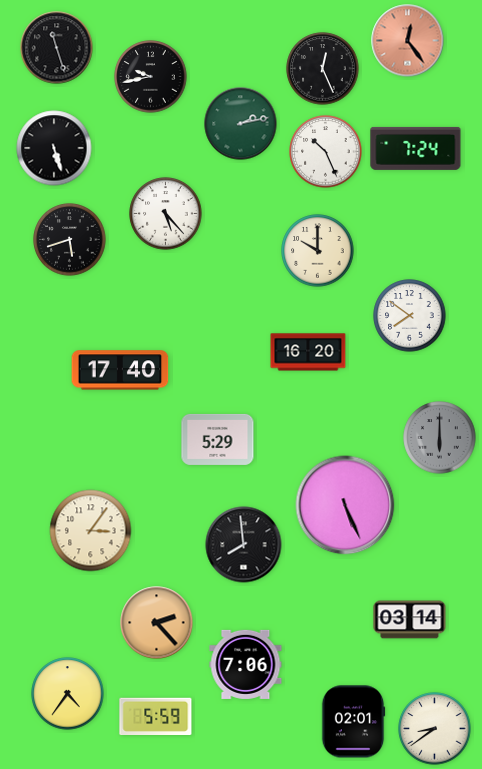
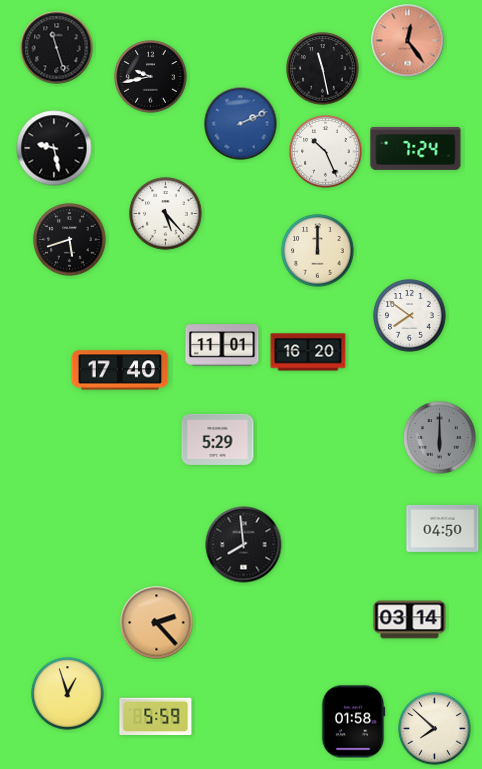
clock at (323, 69): 12:26 -> 11:28
clock at (241, 124): 2:13 -> 2:11
clock at (241, 124) dial: green -> blue
clock at (54, 148): 5:27 -> 9:28
clock at (318, 251): 10:00 -> 12:00
clock at (222, 345): none -> 11:01
clock at (345, 505): 5:26 -> none
clock at (443, 528): none -> 04:50
clock at (91, 531): 3:06 -> none
clock at (246, 664): 7:06 -> none
clock at (68, 694): 4:36 -> 12:57
clock at (353, 722): 02:01 -> 01:58
clock at (435, 729): 8:39 -> 7:52
